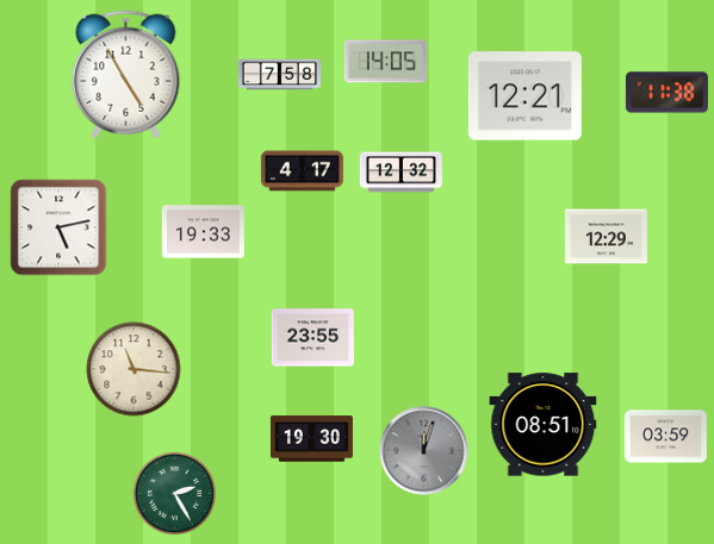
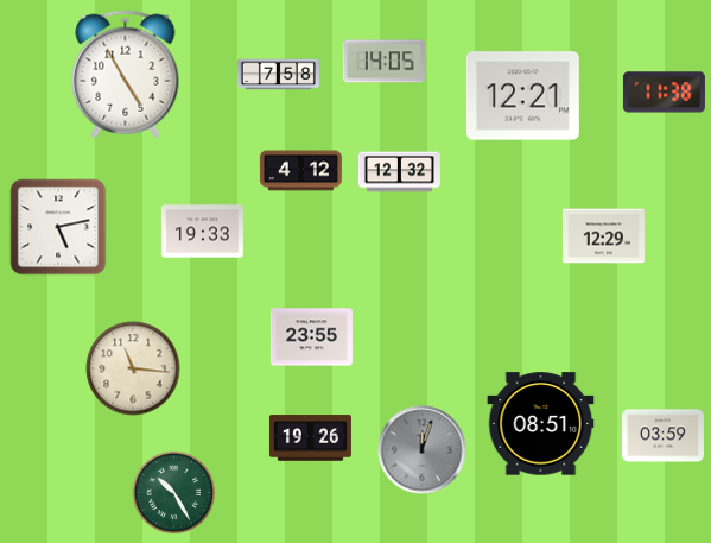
clock at (302, 171): 4:17 -> 4:12
clock at (311, 439): 19:30 -> 19:26
clock at (175, 494): 2:25 -> 10:25
